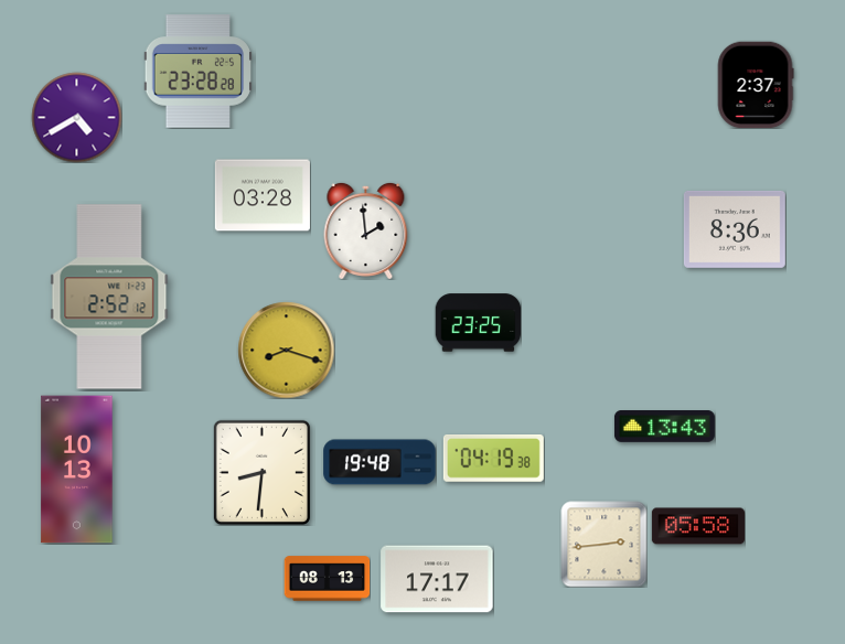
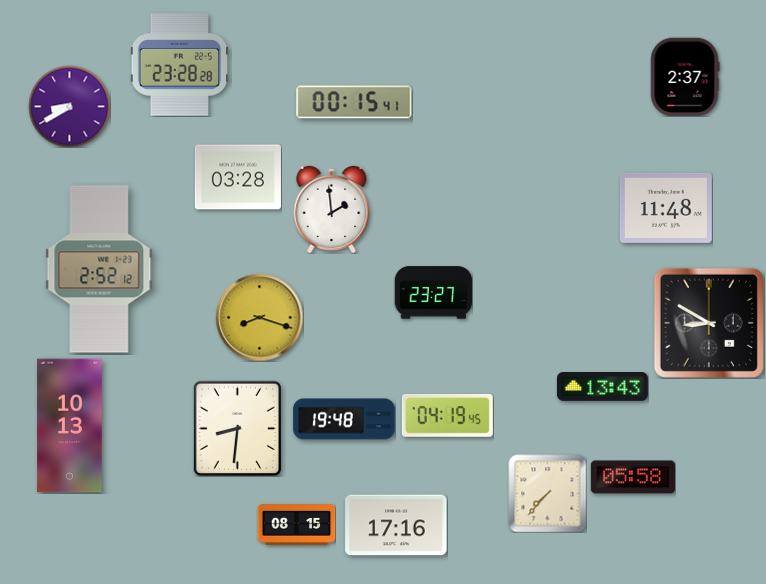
clock at (354, 102): none -> 00:15
clock at (76, 117): 4:40 -> 8:40
clock at (735, 229): 8:36 -> 11:48
clock at (478, 323): 23:25 -> 23:27
clock at (709, 323): none -> 8:50
clock at (493, 459): 04:19:38 -> 04:19:45
clock at (603, 544): 2:44 -> 7:37
clock at (327, 579): 08:13 -> 08:15
clock at (437, 579): 17:17 -> 17:16
